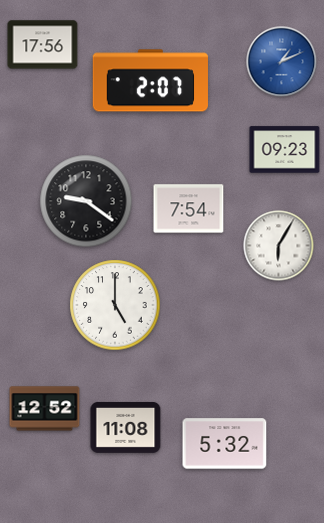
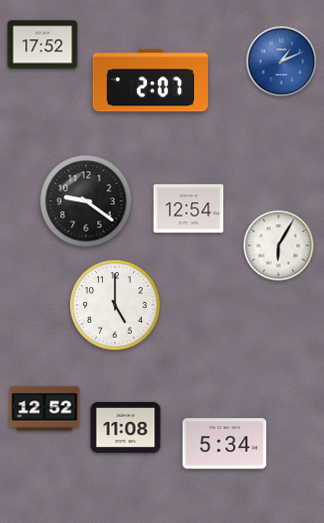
clock at (43, 45): 17:56 -> 17:52
clock at (285, 150): 09:23 -> none
clock at (189, 209): 7:54 -> 12:54
clock at (225, 444): 5:32 -> 5:34
